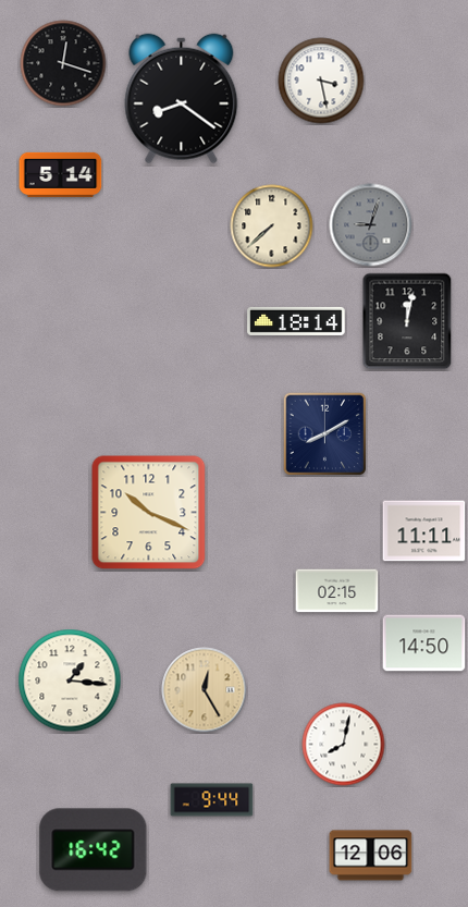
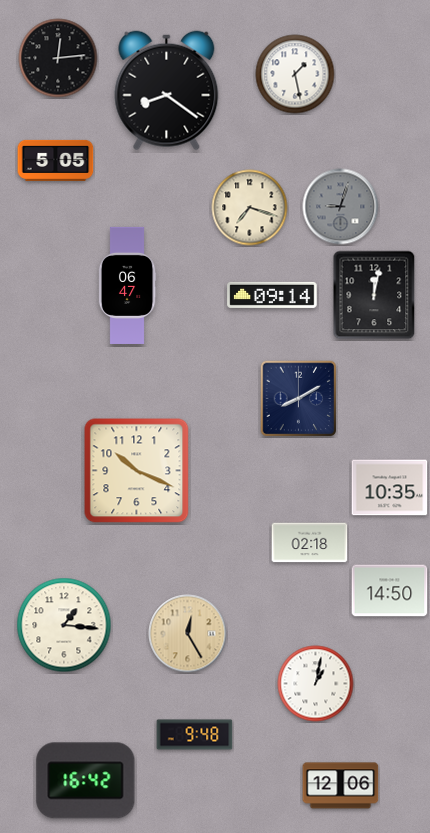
clock at (63, 63): 12:18 -> 12:14
clock at (321, 81): 3:28 -> 1:28
clock at (61, 174): 5:14 -> 5:05
clock at (272, 226): 7:38 -> 7:18
clock at (127, 285): none -> 06:47
clock at (296, 321): 18:14 -> 09:14
clock at (424, 531): 11:11 -> 10:35
clock at (337, 591): 02:15 -> 02:18
clock at (344, 745): 8:02 -> 1:02
clock at (212, 800): 9:44 -> 9:48
